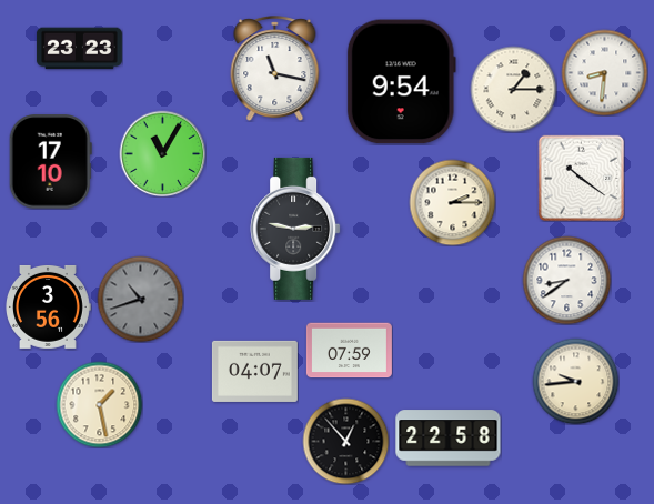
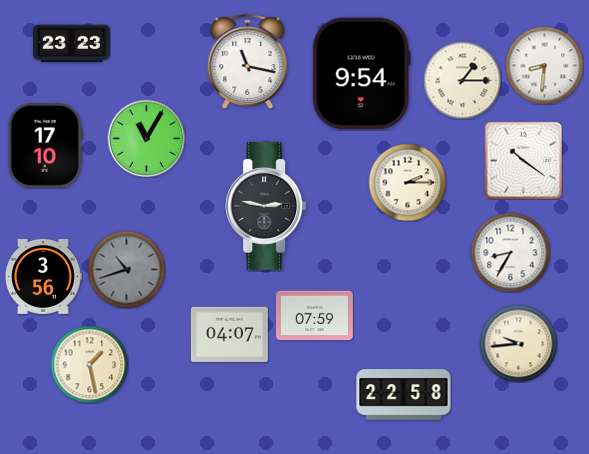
clock at (566, 280): 8:39 -> 8:35
clock at (345, 441): 12:53 -> none
